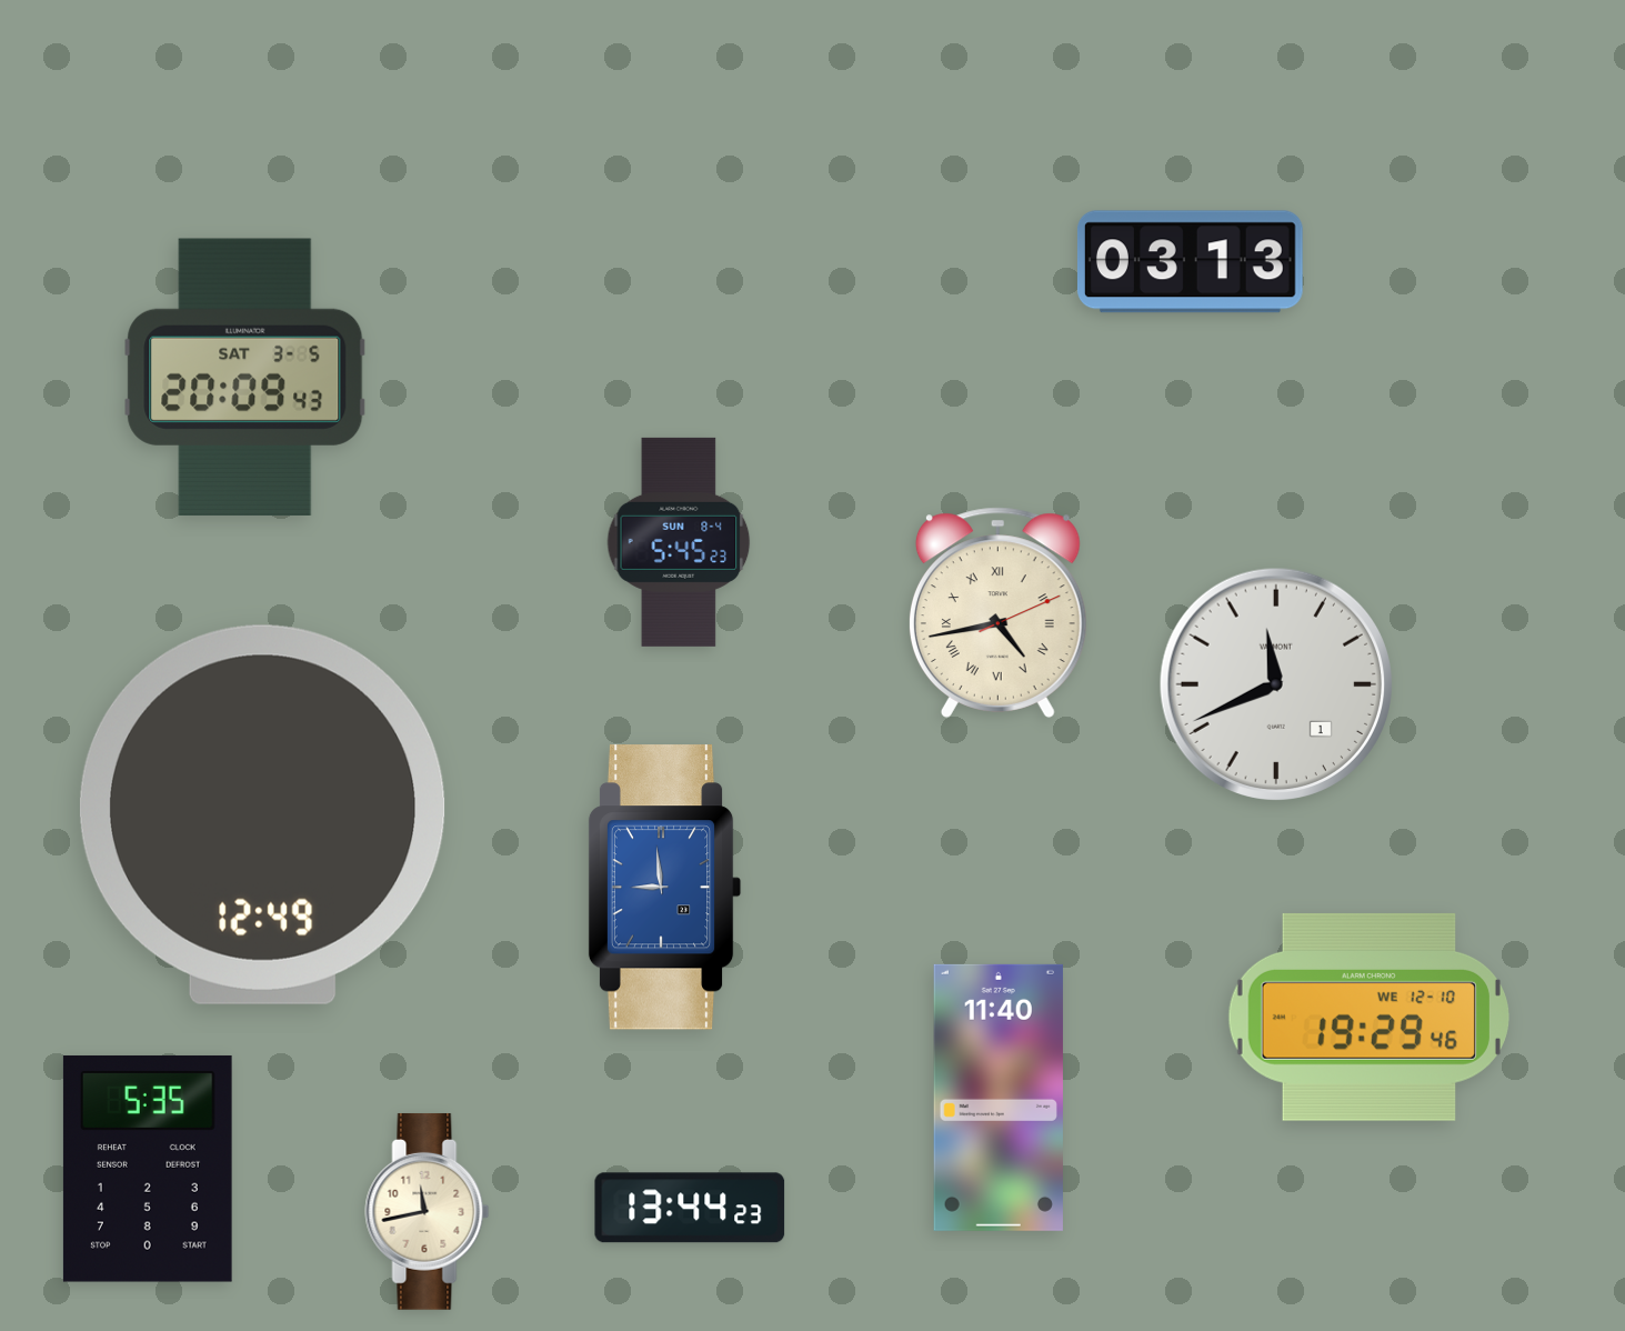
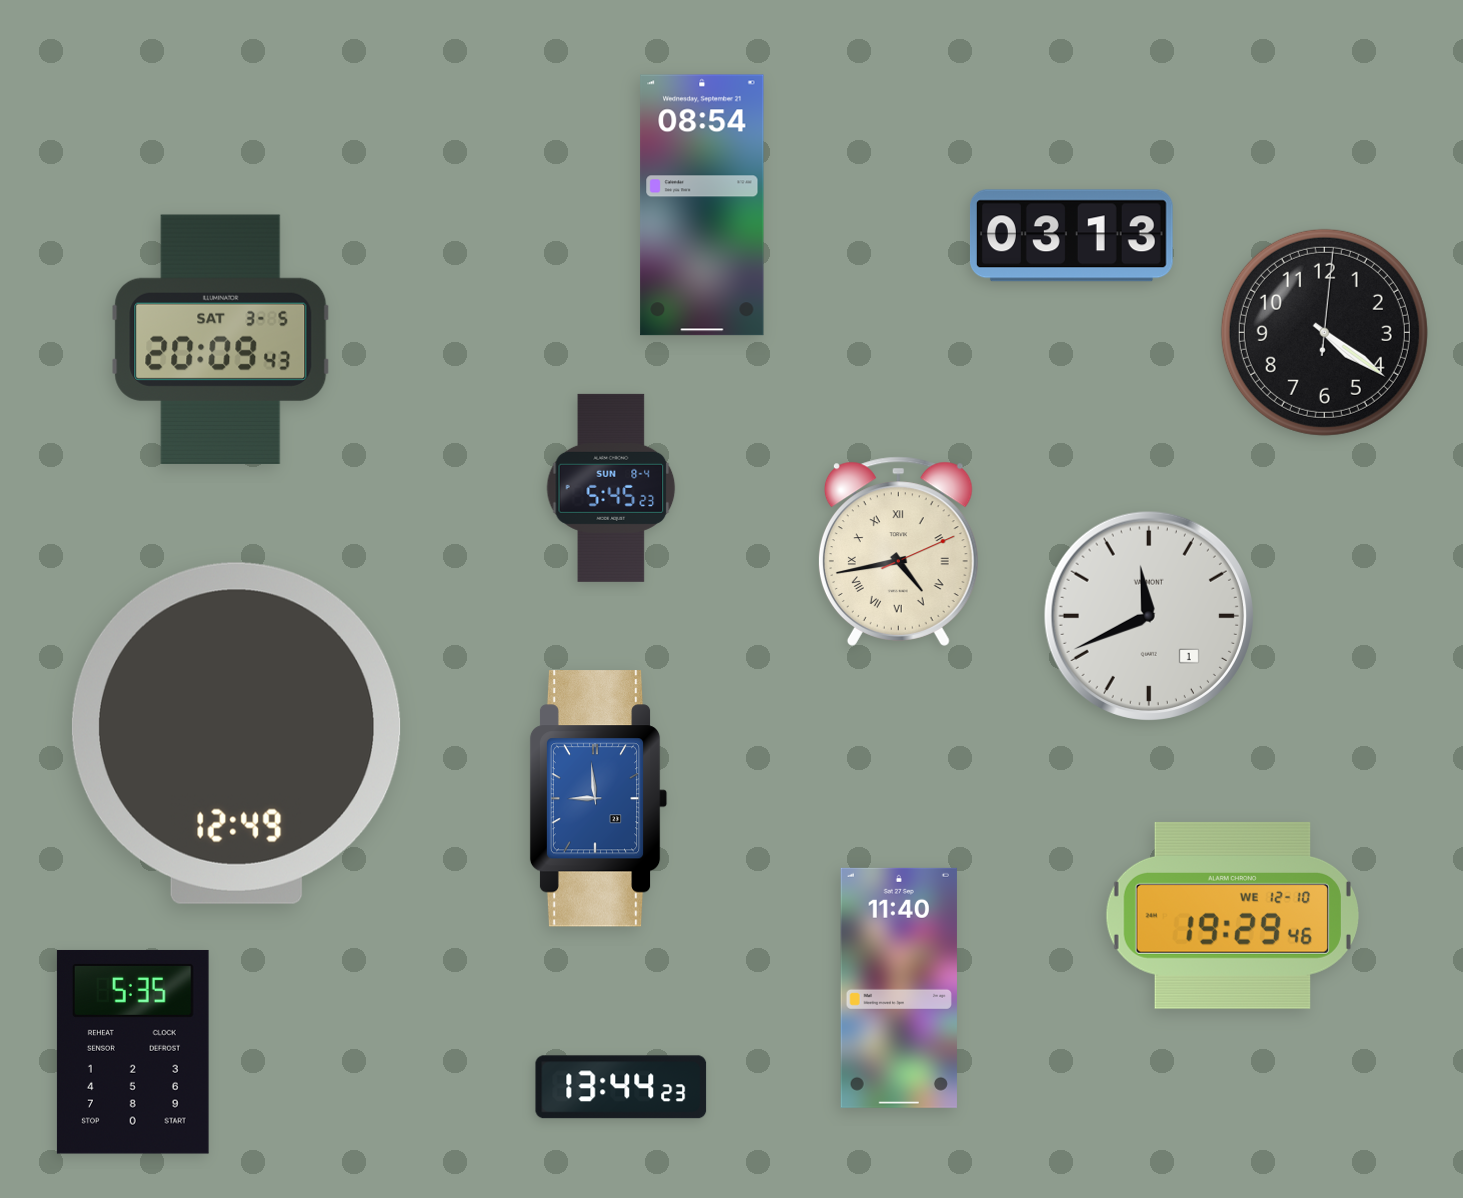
clock at (702, 205): none -> 08:54
clock at (1324, 332): none -> 4:21
clock at (428, 1211): 11:43 -> none
